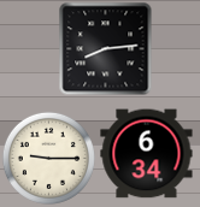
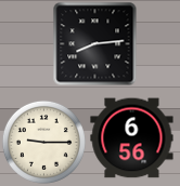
clock at (147, 154): 6:34 -> 6:56
